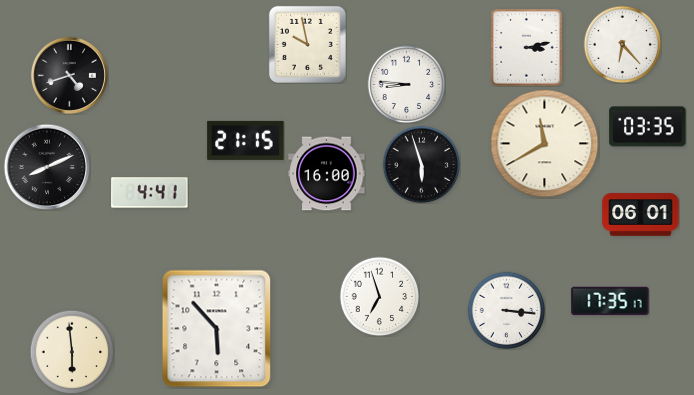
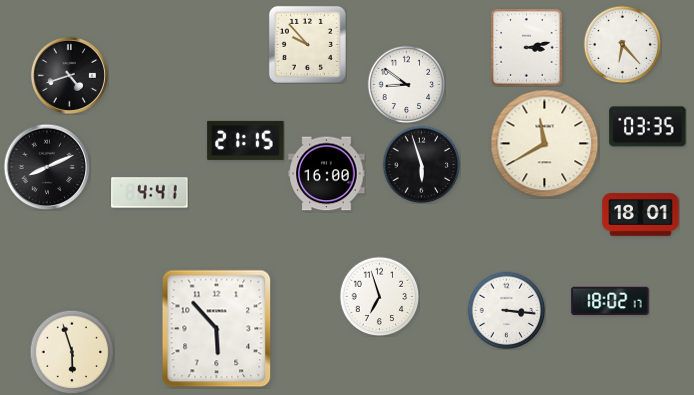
clock at (307, 44): 9:58 -> 9:53
clock at (406, 84): 8:46 -> 8:51
clock at (641, 215): 06:01 -> 18:01
clock at (610, 301): 17:35 -> 18:02
clock at (72, 352): 5:59 -> 5:57
